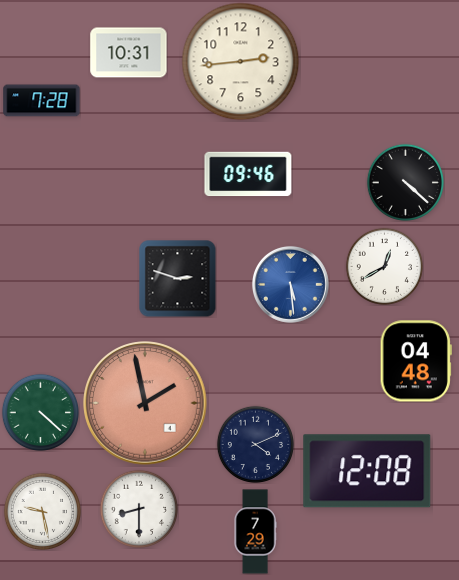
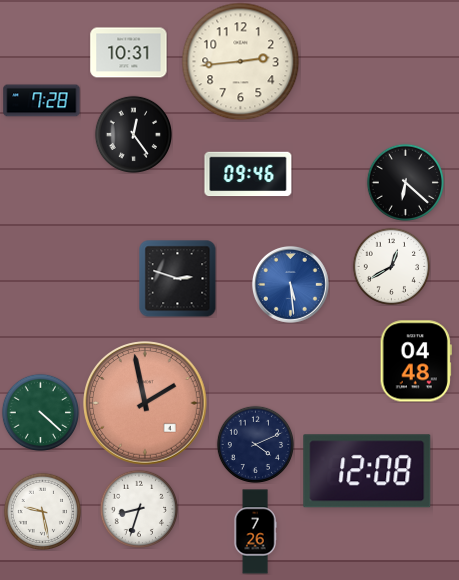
clock at (133, 134): none -> 12:24
clock at (405, 182): 4:22 -> 6:22
clock at (384, 266) position: (384, 266) -> (391, 266)
clock at (138, 508): 8:30 -> 8:33
clock at (255, 532): 7:29 -> 7:26
